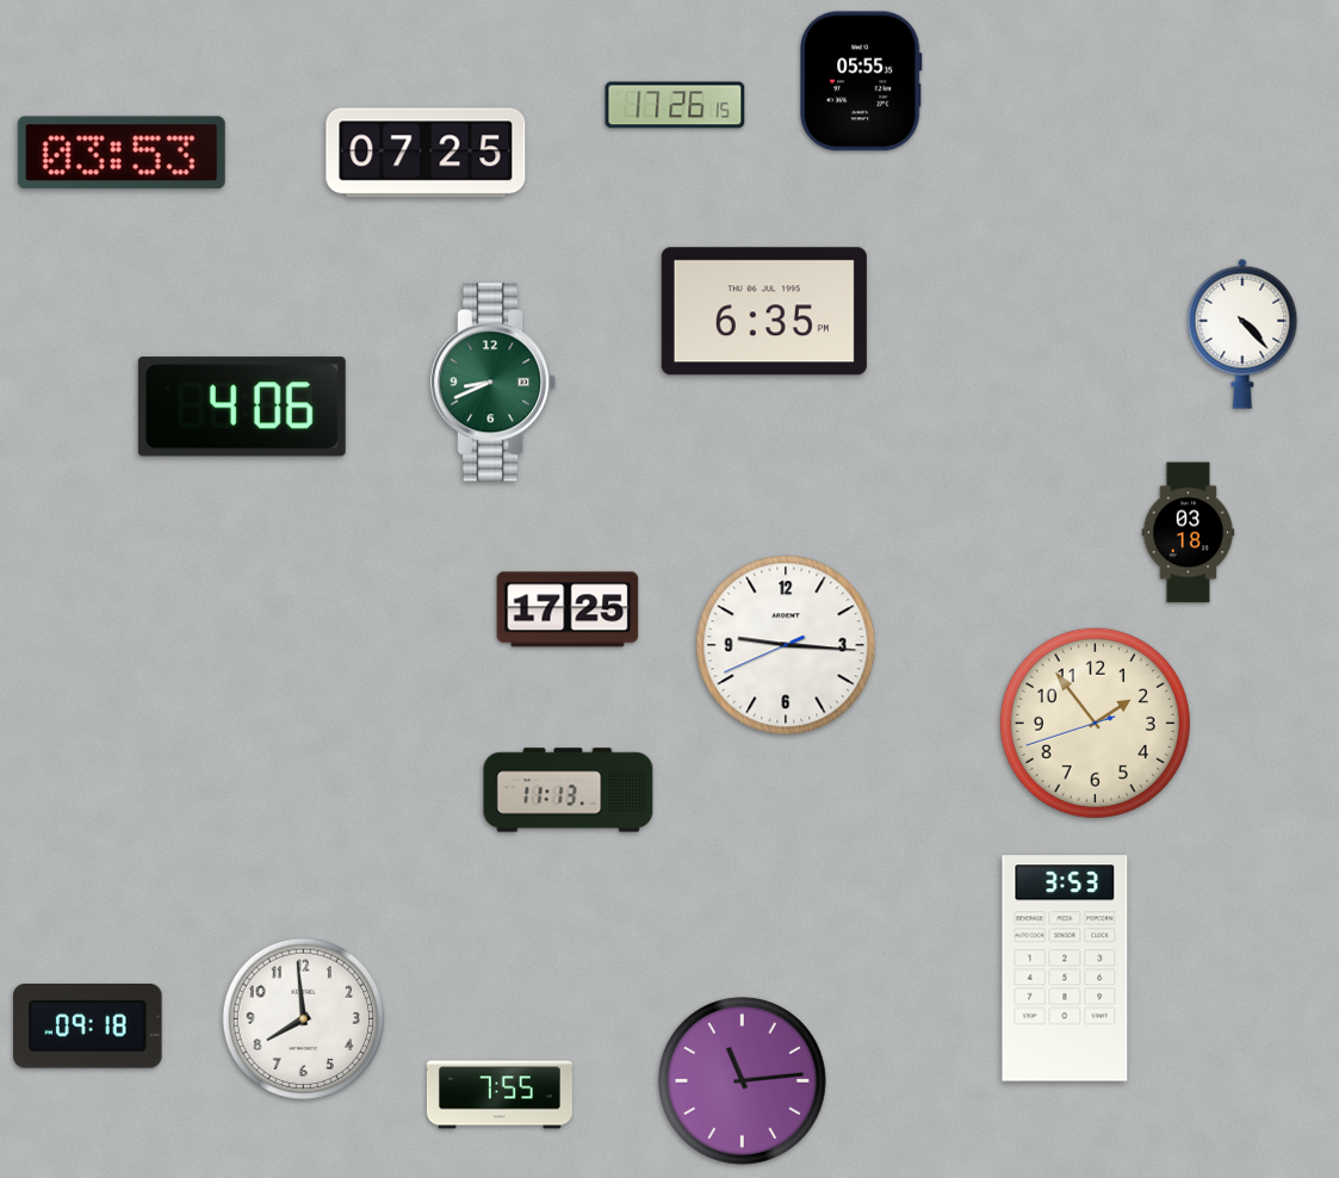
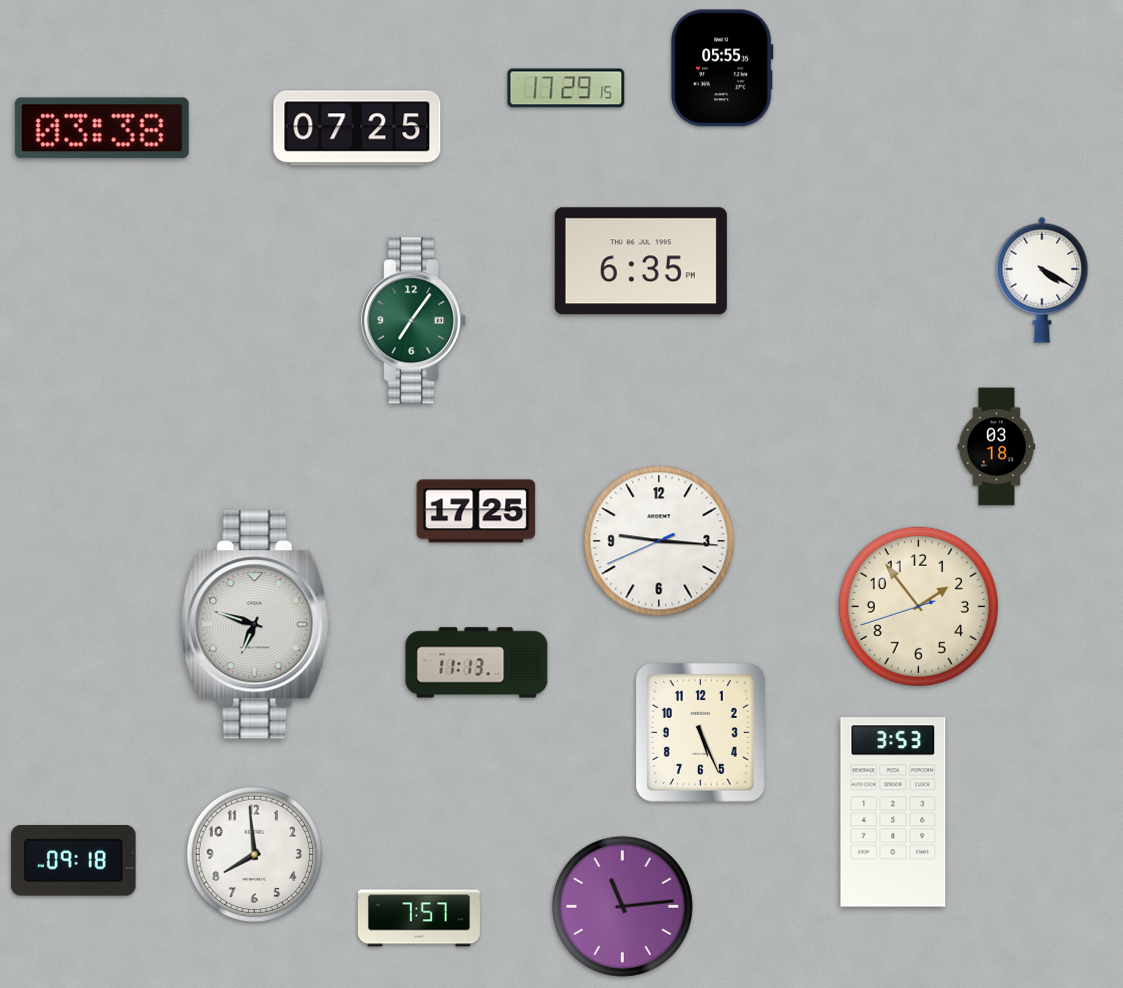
clock at (675, 105): 17:26 -> 17:29
clock at (122, 153): 03:53 -> 03:38
clock at (1242, 334): 4:23 -> 4:20
clock at (494, 383): 8:41 -> 7:06
clock at (242, 407): 4:06 -> none
clock at (255, 625): none -> 6:48
clock at (700, 732): none -> 5:26
clock at (500, 1095): 7:55 -> 7:57
